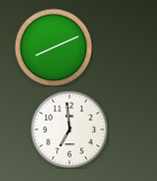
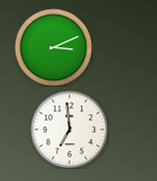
clock at (53, 47): 8:11 -> 3:11
